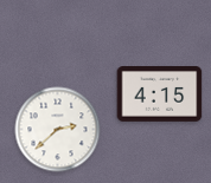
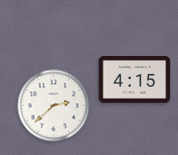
clock at (58, 130) position: (58, 130) -> (54, 106)
